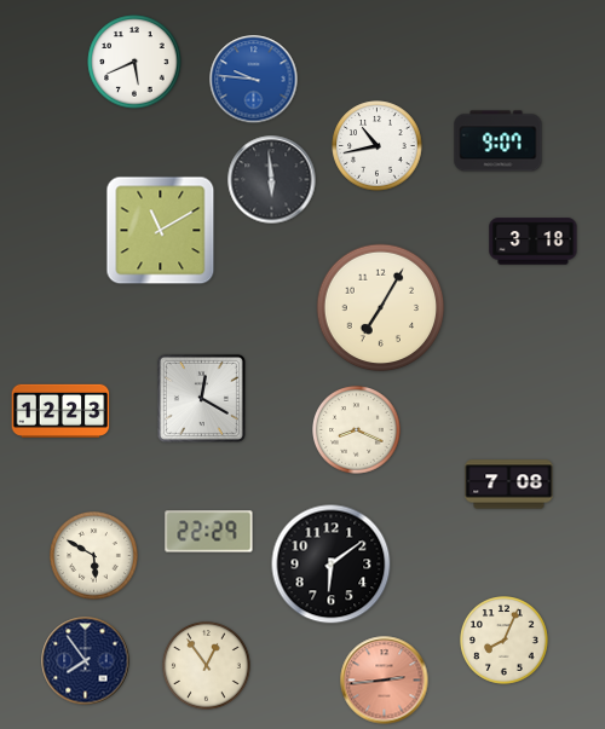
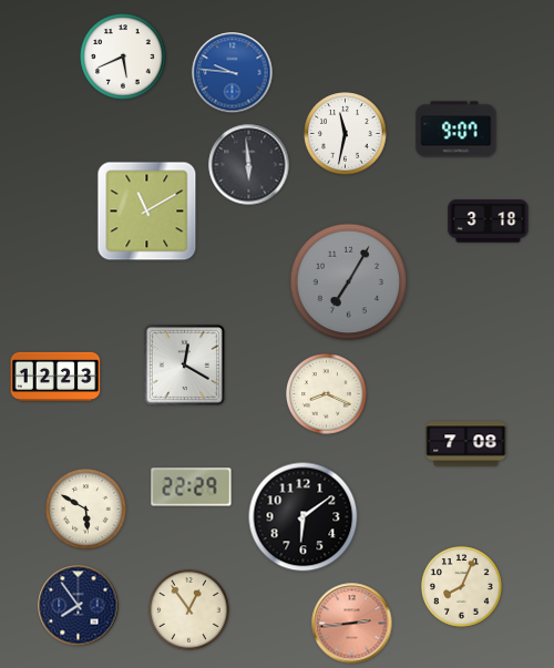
clock at (378, 146): 10:43 -> 11:32
clock at (381, 308) dial: cream -> grey
